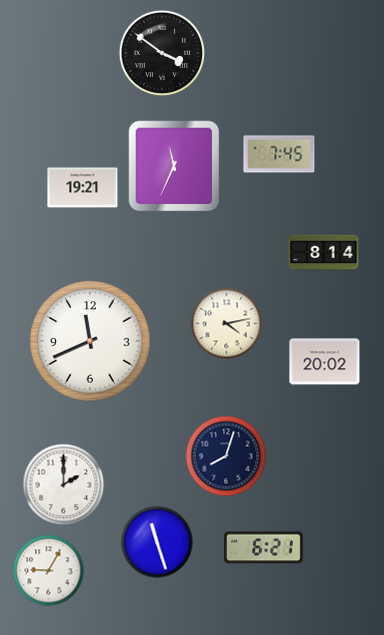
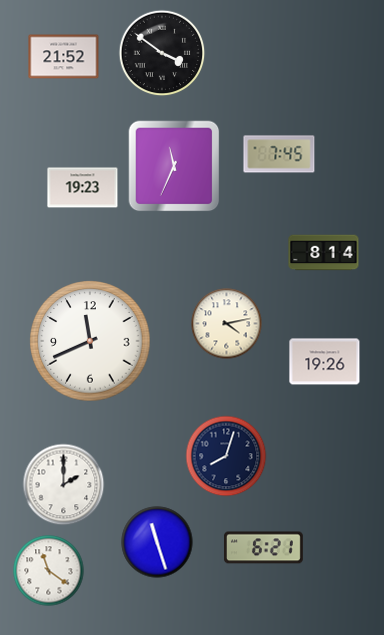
clock at (64, 57): none -> 21:52
clock at (83, 188): 19:21 -> 19:23
clock at (325, 362): 20:02 -> 19:26
clock at (49, 571): 9:05 -> 11:21
